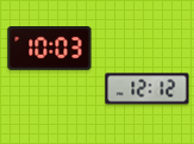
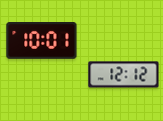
clock at (50, 49): 10:03 -> 10:01
